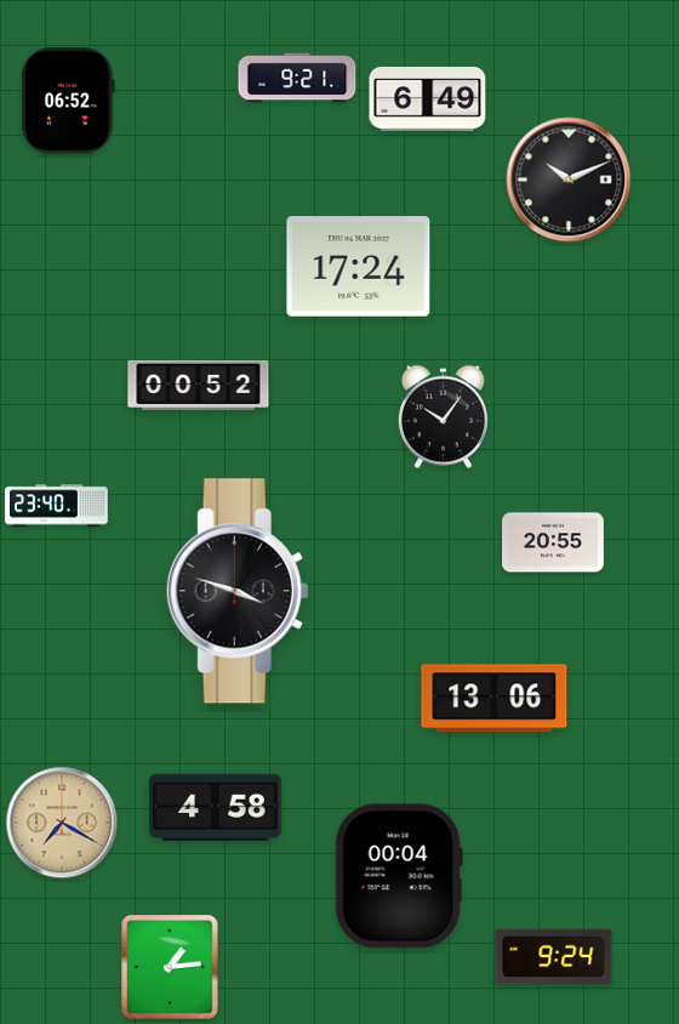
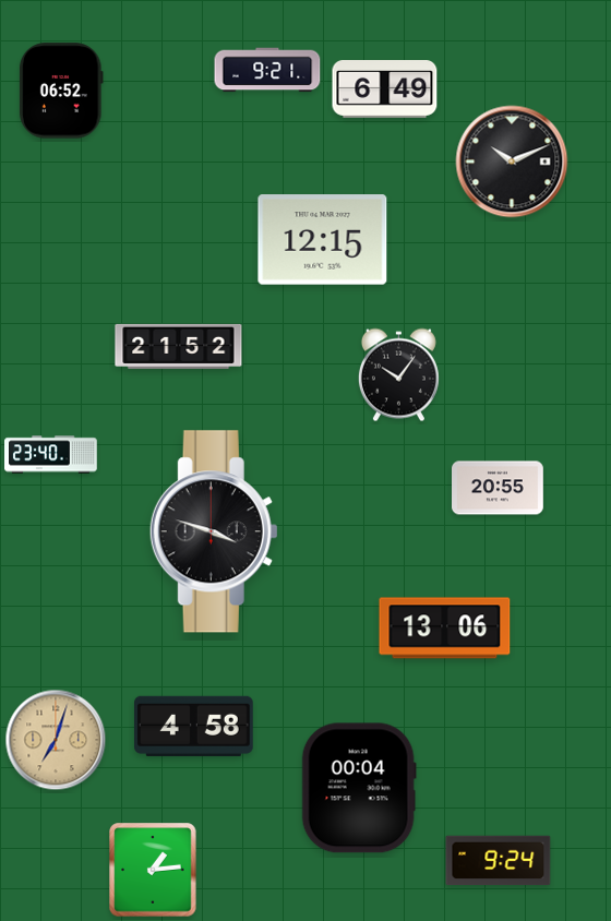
clock at (359, 267): 17:24 -> 12:15
clock at (199, 385): 00:52 -> 21:52
clock at (62, 823): 7:20 -> 7:03
